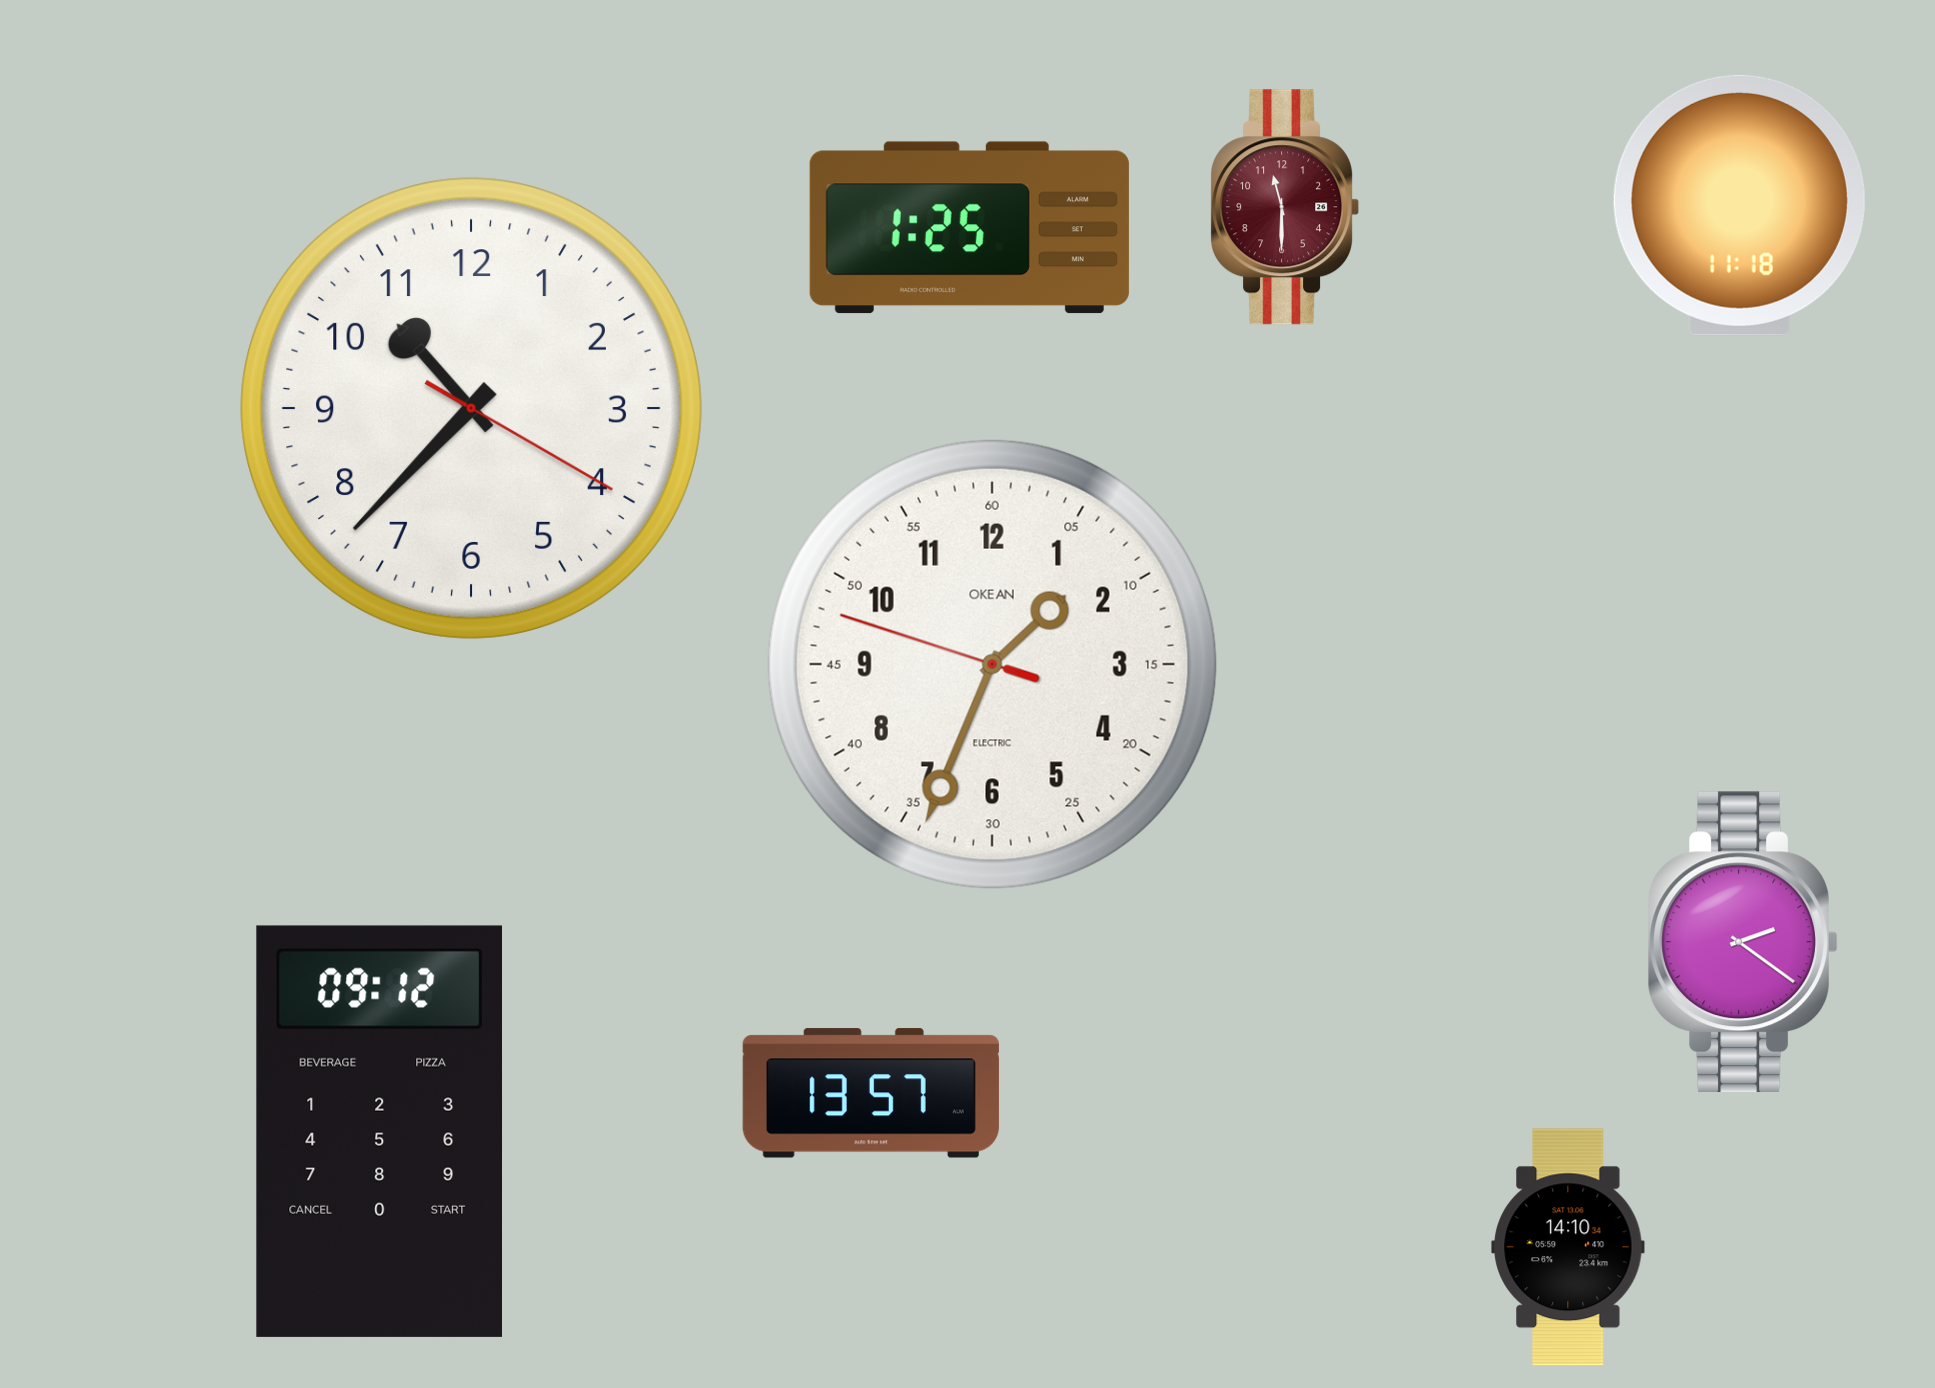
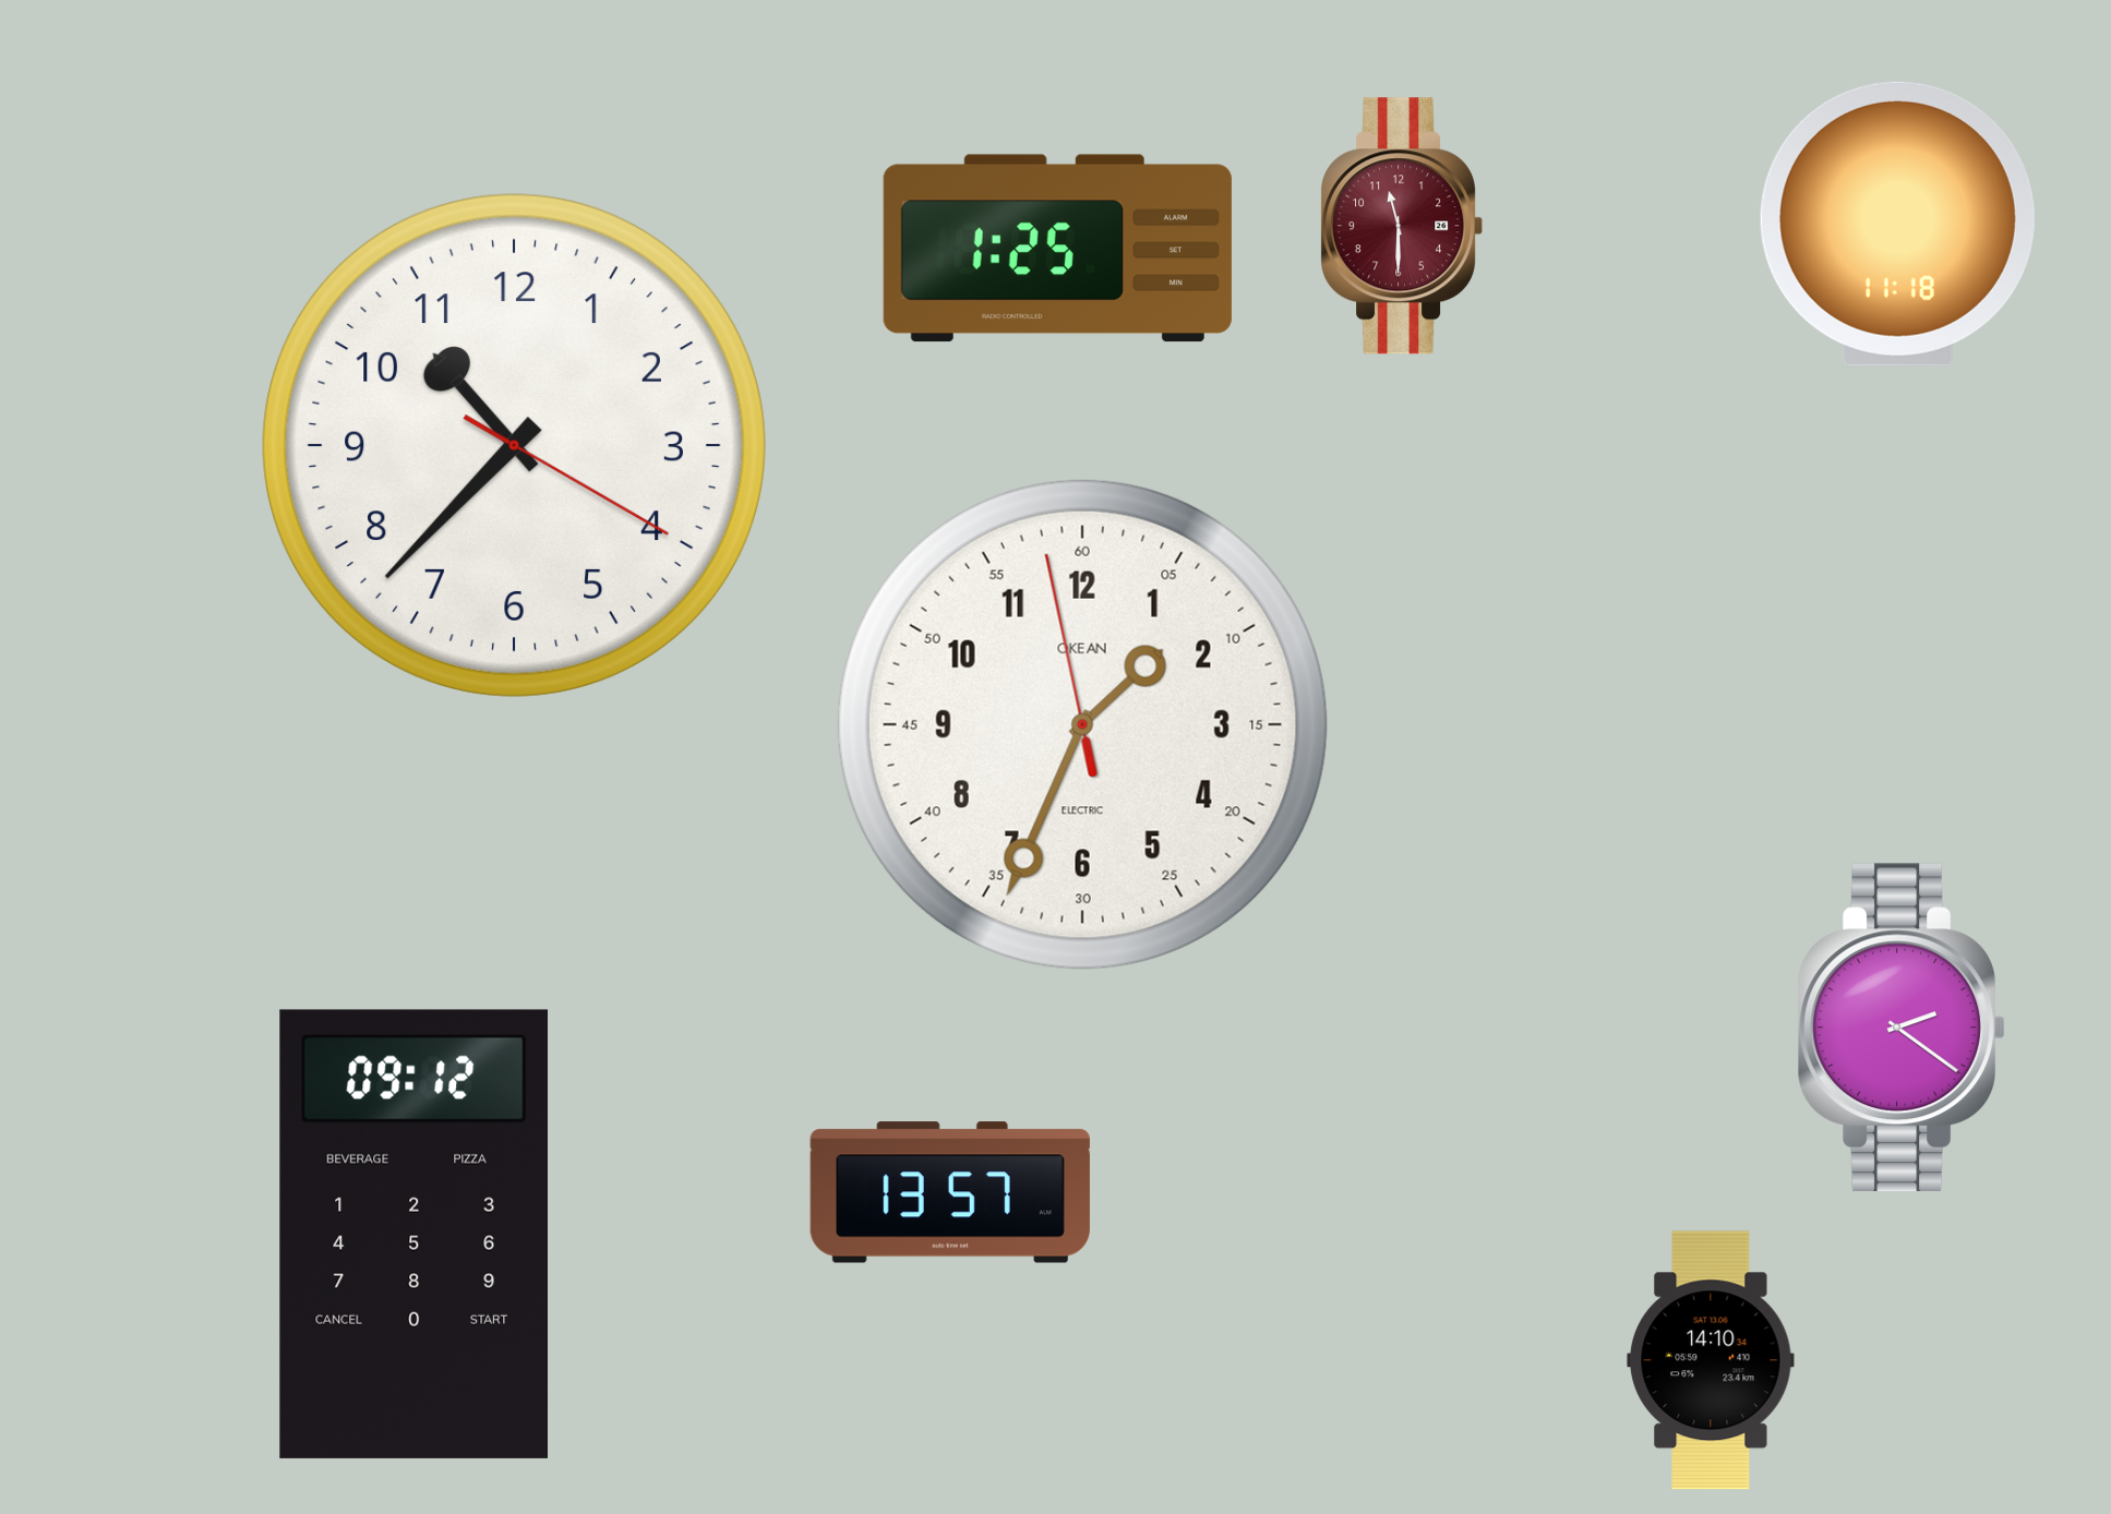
clock at (992, 664): 1:33:48 -> 1:33:58
